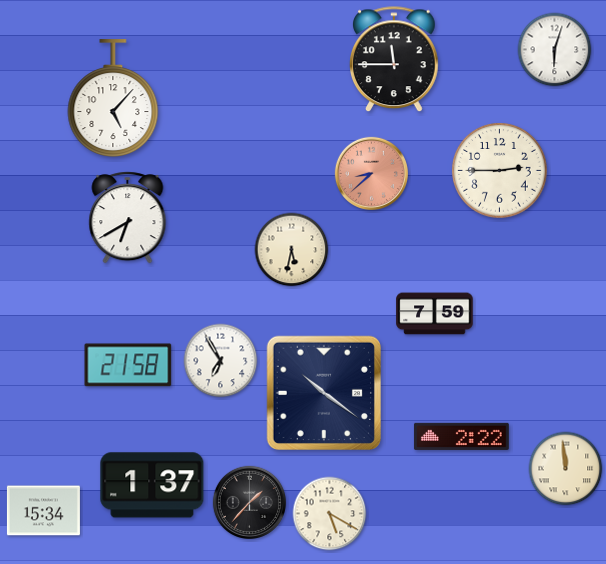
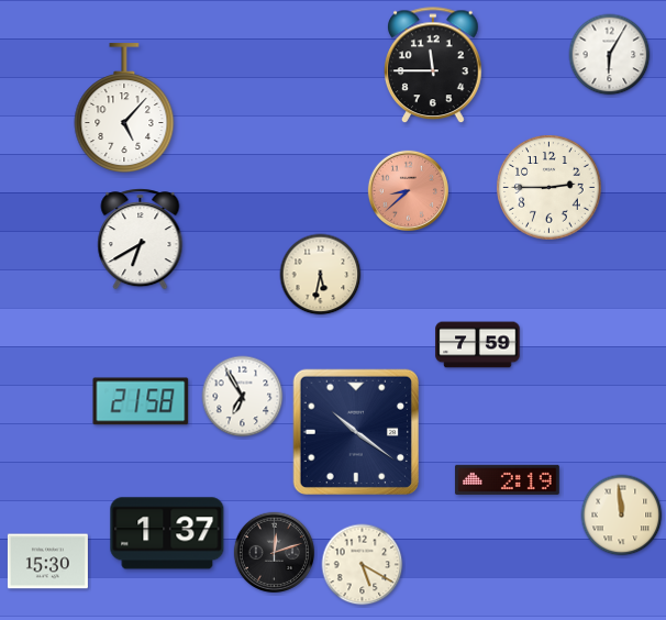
clock at (555, 50): 6:03 -> 6:05
clock at (461, 436): 2:22 -> 2:19
clock at (249, 502): 1:37 -> 12:12
clock at (43, 511): 15:34 -> 15:30
